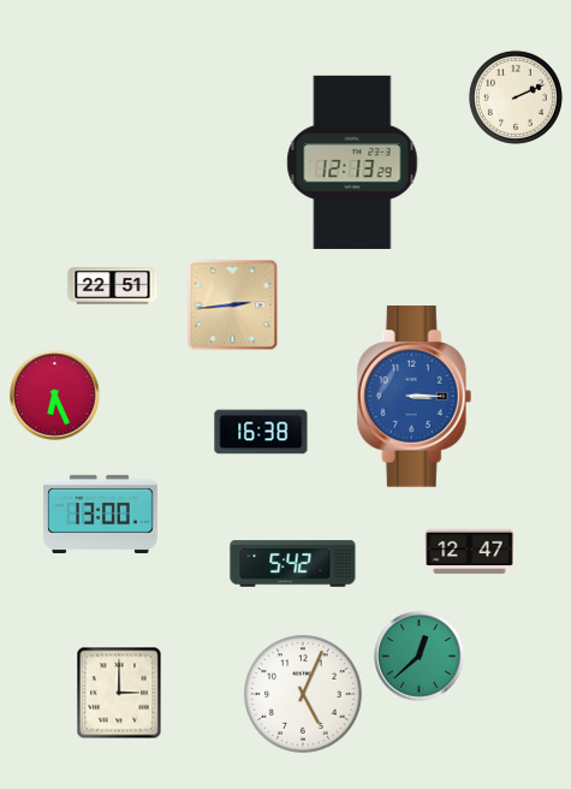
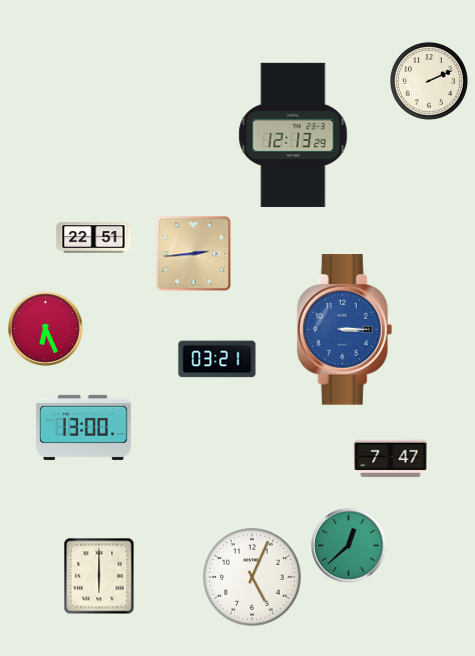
clock at (261, 432): 16:38 -> 03:21
clock at (470, 552): 12:47 -> 7:47
clock at (293, 564): 5:42 -> none
clock at (119, 693): 3:00 -> 6:00
